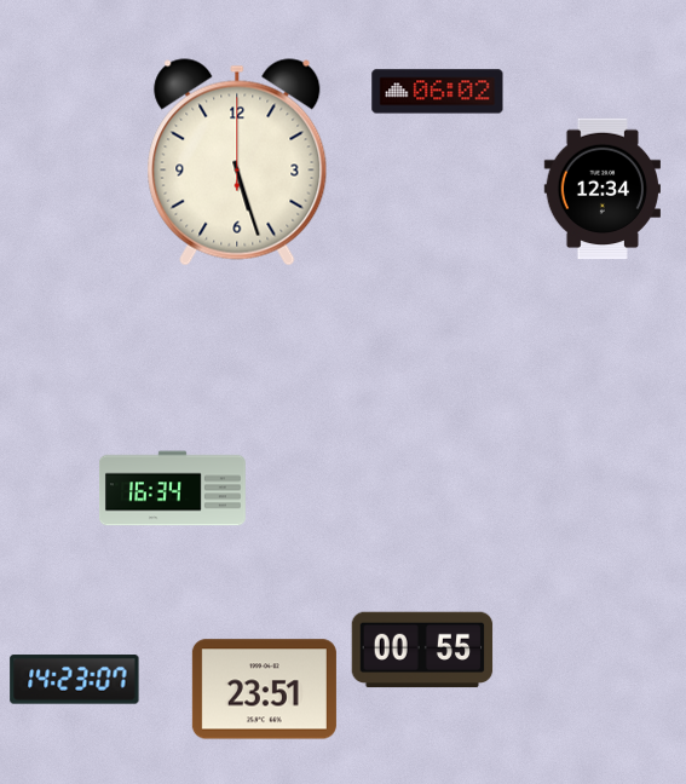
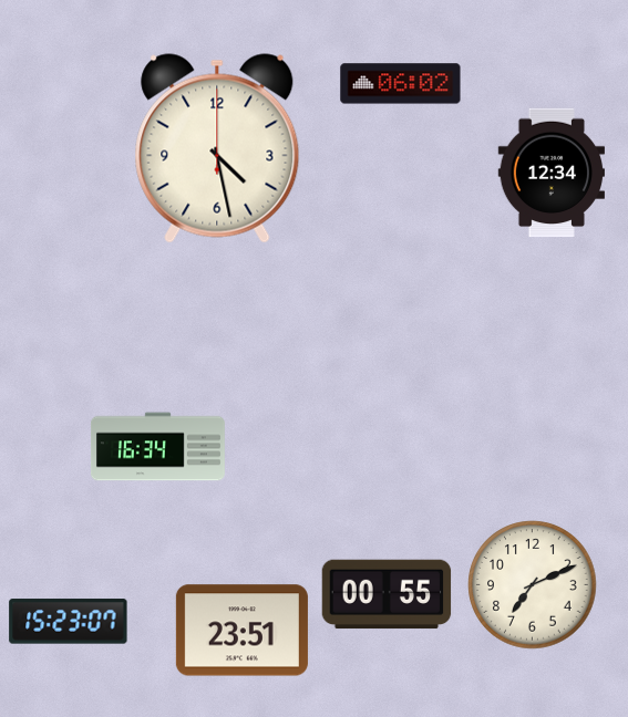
clock at (237, 162): 5:27 -> 4:28
clock at (533, 585): none -> 7:11
clock at (75, 680): 14:23 -> 15:23
